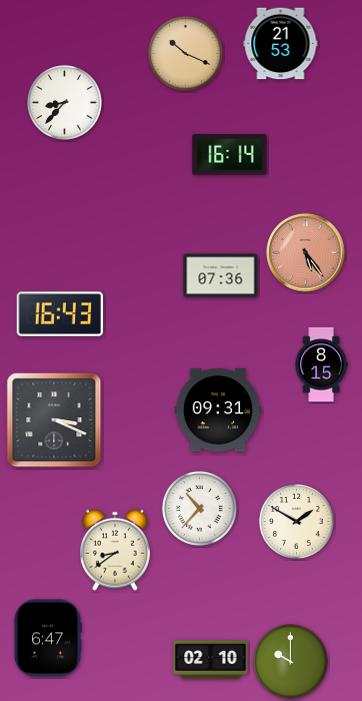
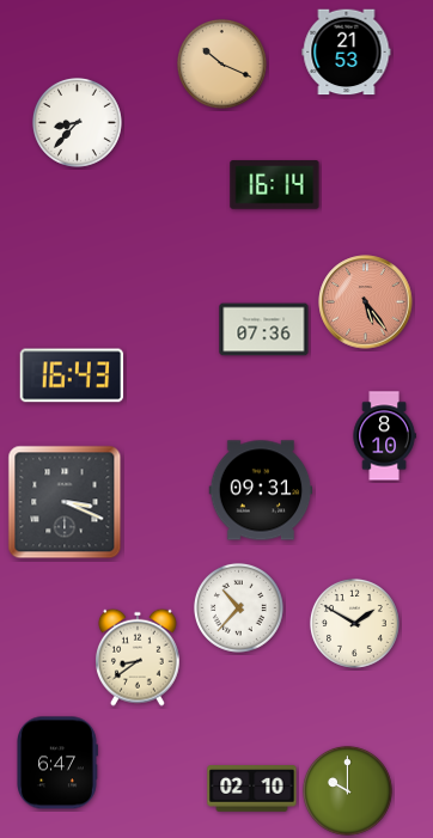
clock at (281, 44) position: (281, 44) -> (347, 53)
clock at (321, 365): 8:15 -> 8:10
